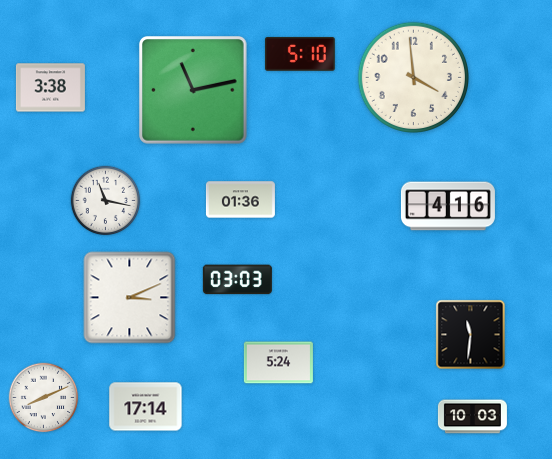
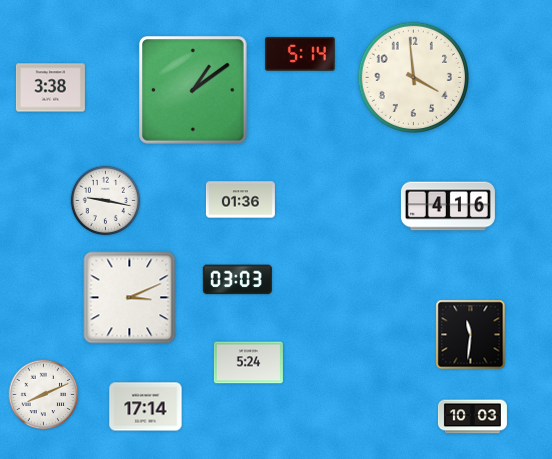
clock at (300, 54): 5:10 -> 5:14
clock at (193, 90): 11:13 -> 1:09
clock at (106, 201): 11:17 -> 9:17
clock at (278, 363) position: (278, 363) -> (248, 363)
clock at (44, 398) position: (44, 398) -> (44, 395)
